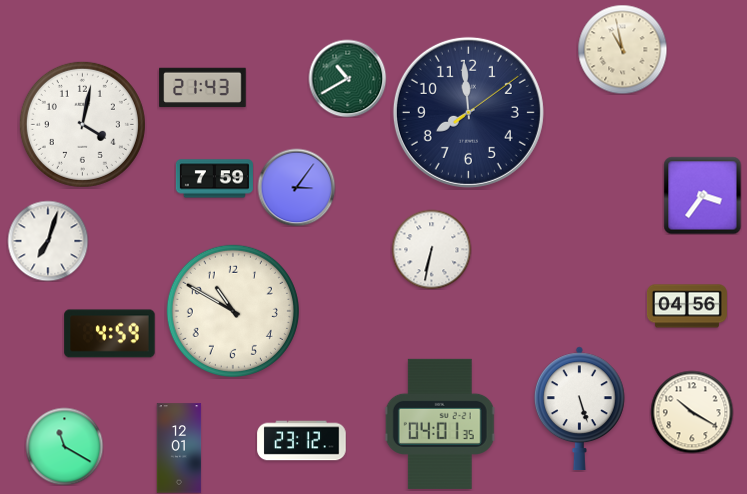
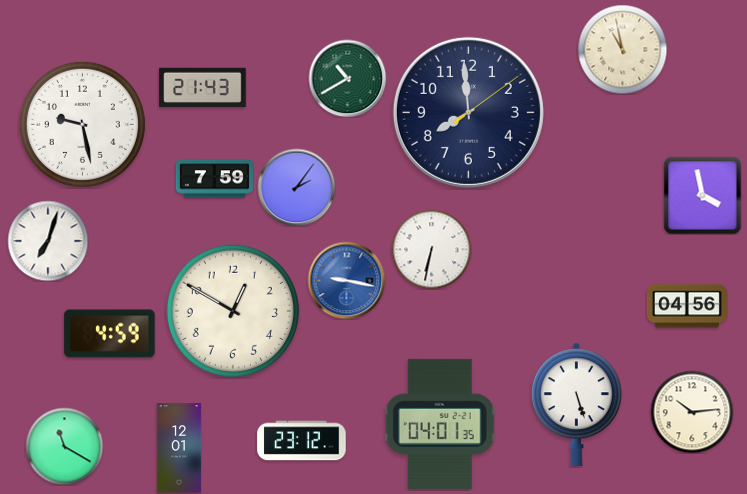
clock at (82, 124): 4:02 -> 9:28
clock at (296, 187): 3:06 -> 2:06
clock at (702, 195): 3:36 -> 3:58
clock at (346, 280): none -> 9:17
clock at (233, 311): 10:50 -> 12:50
clock at (579, 409) position: (579, 409) -> (576, 405)
clock at (692, 412): 10:20 -> 10:14
